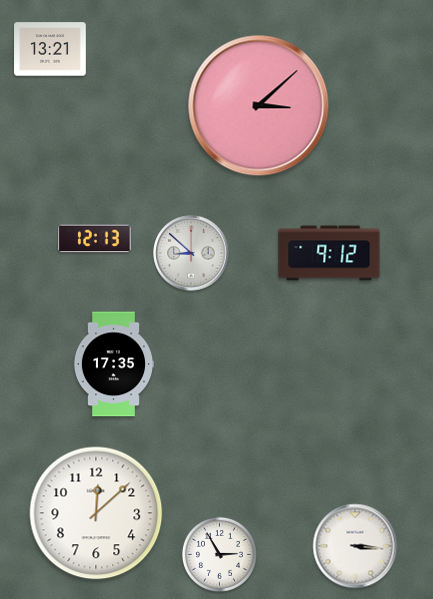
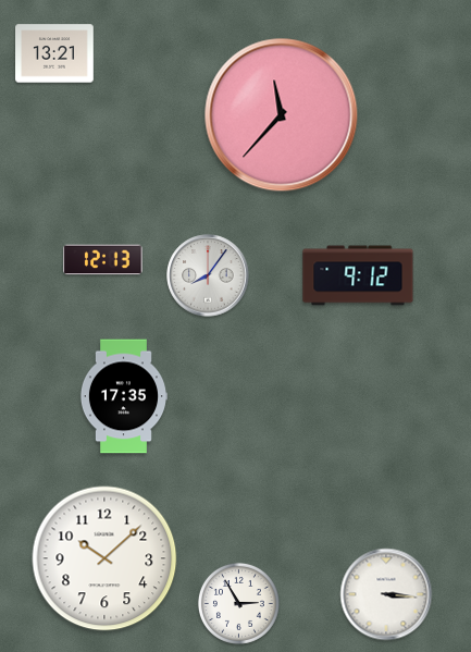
clock at (259, 106): 3:08 -> 11:37
clock at (191, 253): 8:52 -> 8:06
clock at (96, 513): 12:08 -> 10:08
